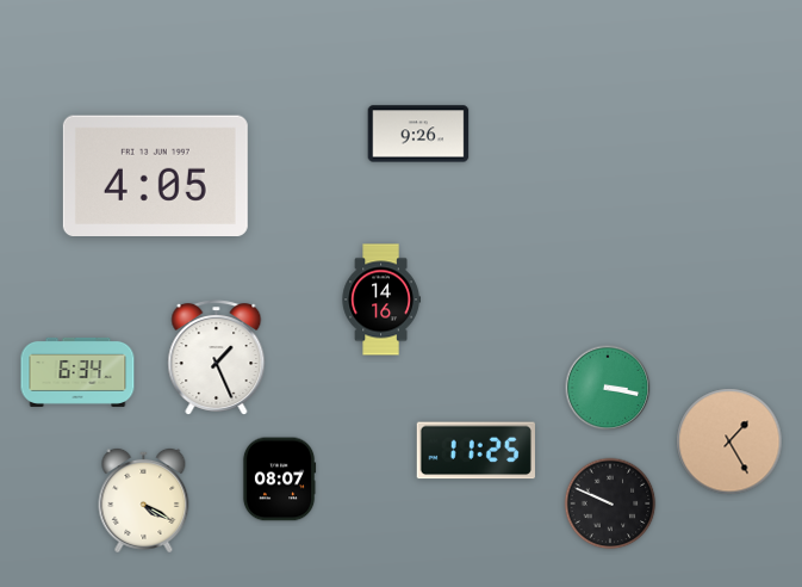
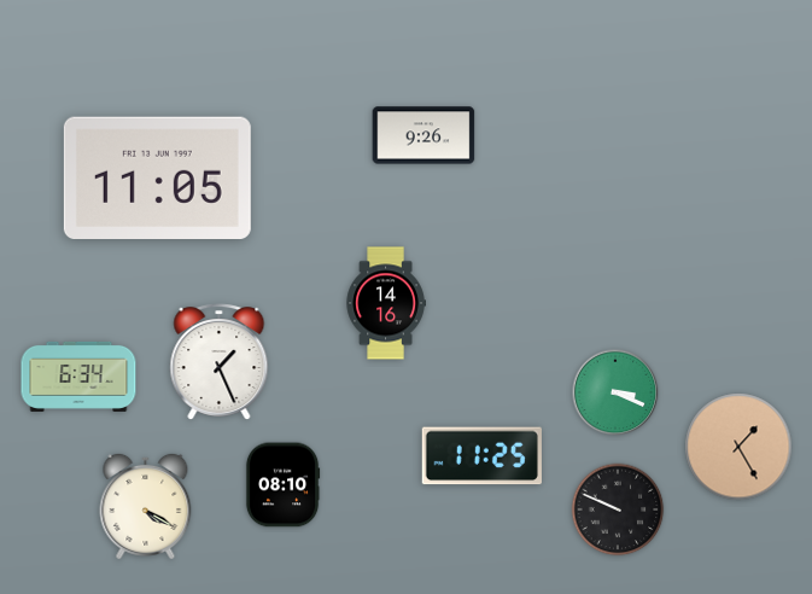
clock at (155, 177): 4:05 -> 11:05
clock at (608, 388): 3:17 -> 3:19
clock at (279, 480): 08:07 -> 08:10
